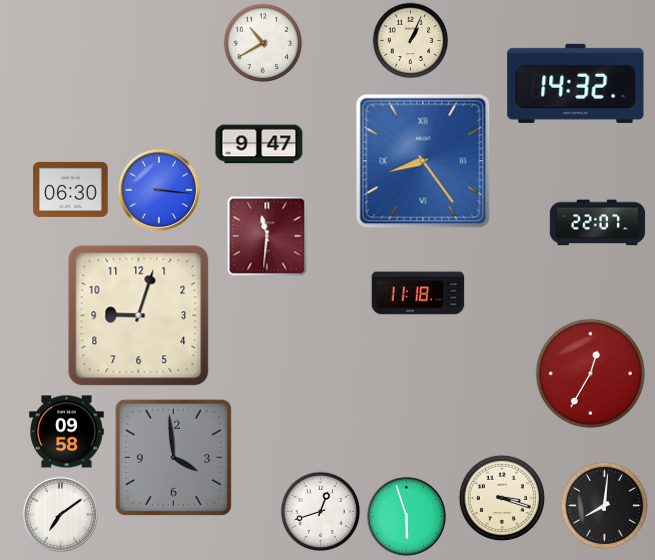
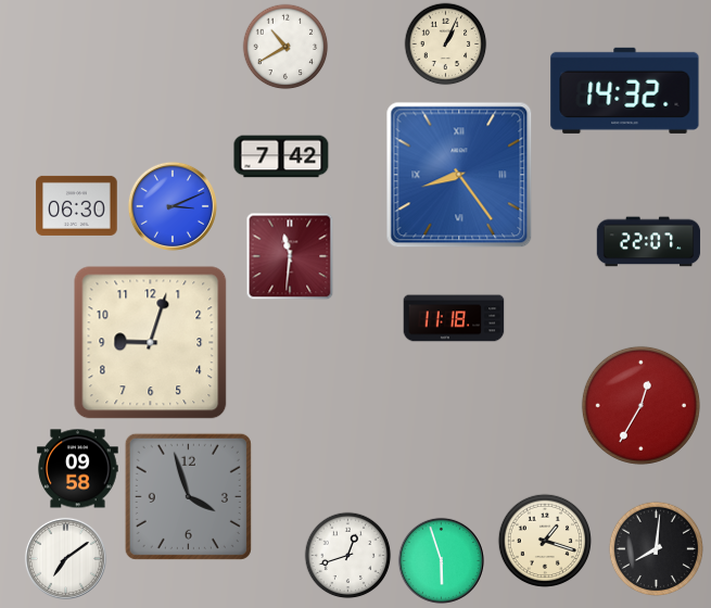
clock at (259, 144): 9:47 -> 7:42
clock at (159, 190): 3:16 -> 3:11
clock at (67, 432) position: (67, 432) -> (78, 469)
clock at (173, 457): 3:59 -> 3:57
clock at (502, 498): 3:18 -> 1:18
